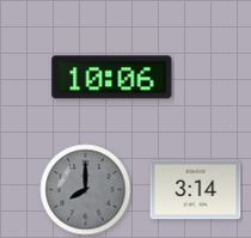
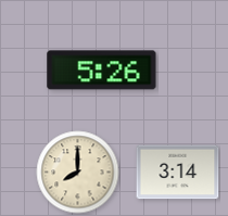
clock at (112, 78): 10:06 -> 5:26
clock at (86, 190) dial: grey -> cream
